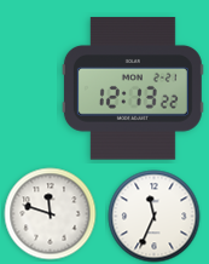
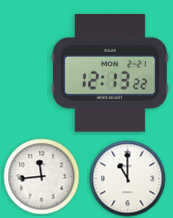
clock at (51, 214): 11:48 -> 11:44
clock at (155, 217): 11:34 -> 11:00
